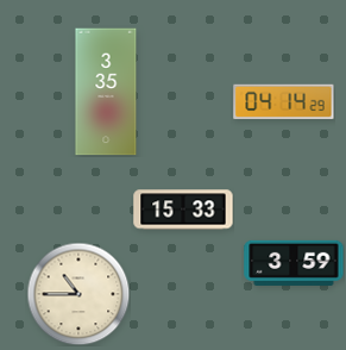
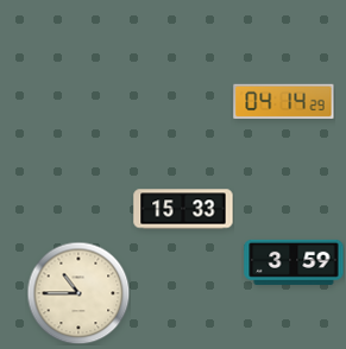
clock at (106, 92): 3:35 -> none
